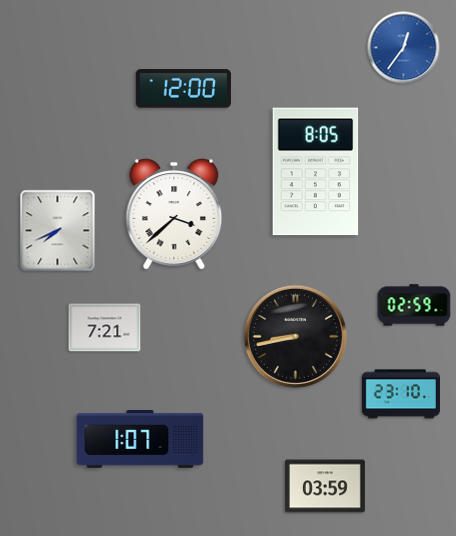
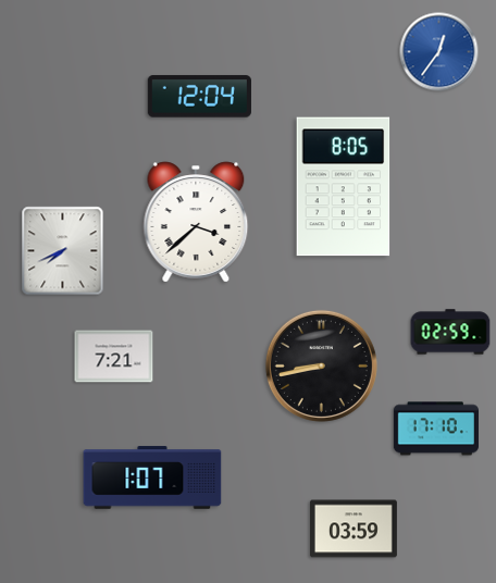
clock at (183, 89): 12:00 -> 12:04
clock at (174, 214) position: (174, 214) -> (196, 222)
clock at (401, 394): 23:10 -> 17:10
